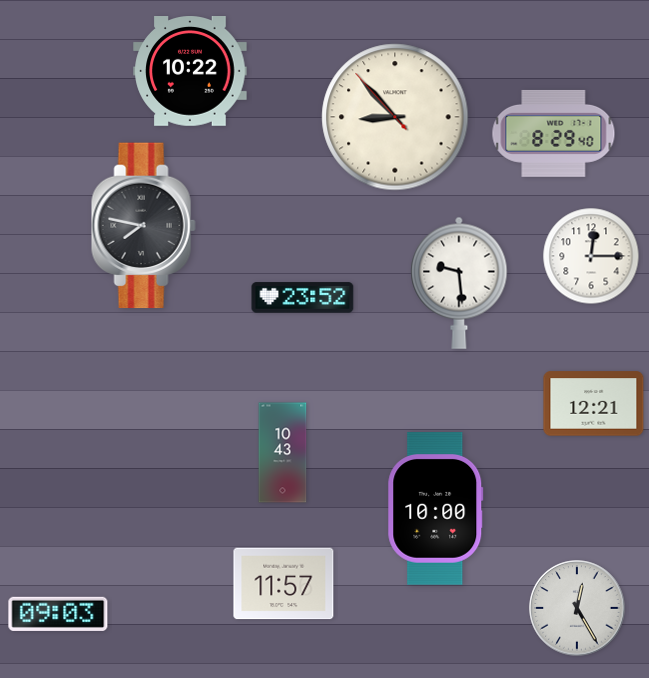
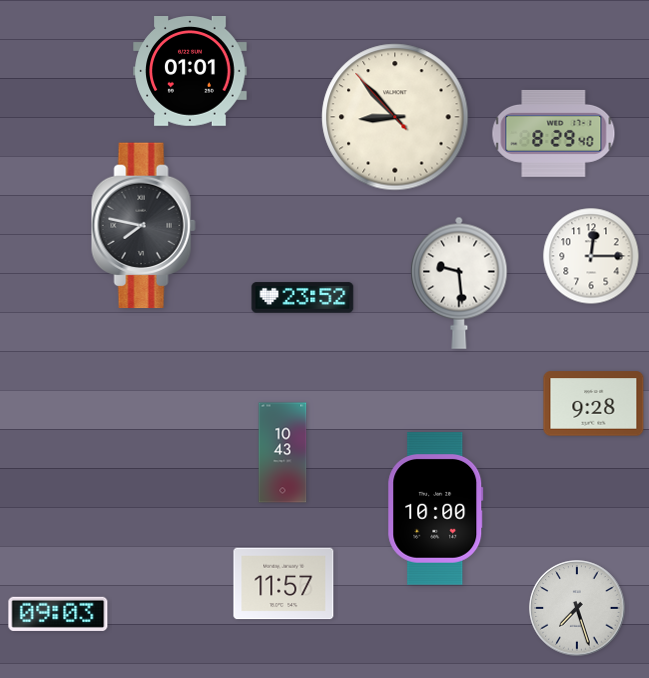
clock at (190, 72): 10:22 -> 01:01
clock at (594, 404): 12:21 -> 9:28
clock at (577, 608): 12:25 -> 7:27
